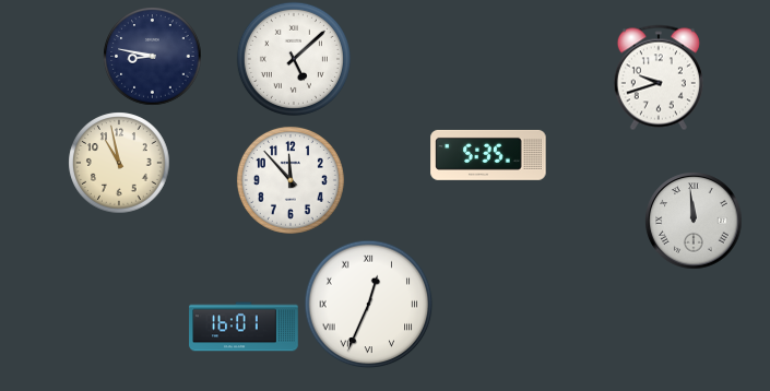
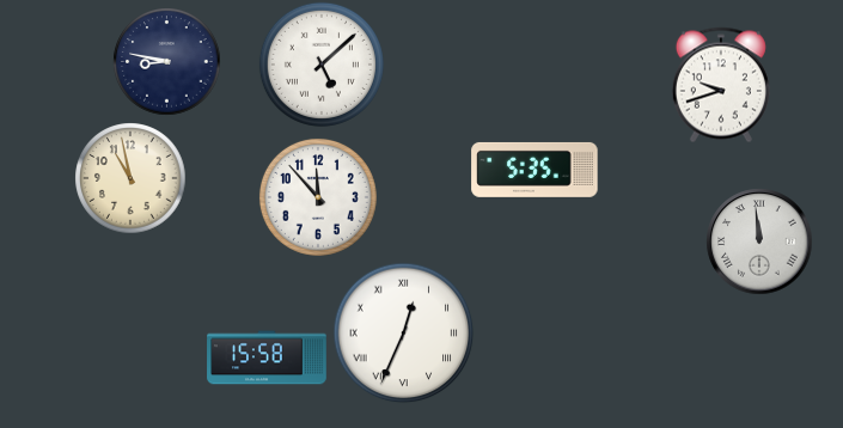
clock at (244, 327): 16:01 -> 15:58
